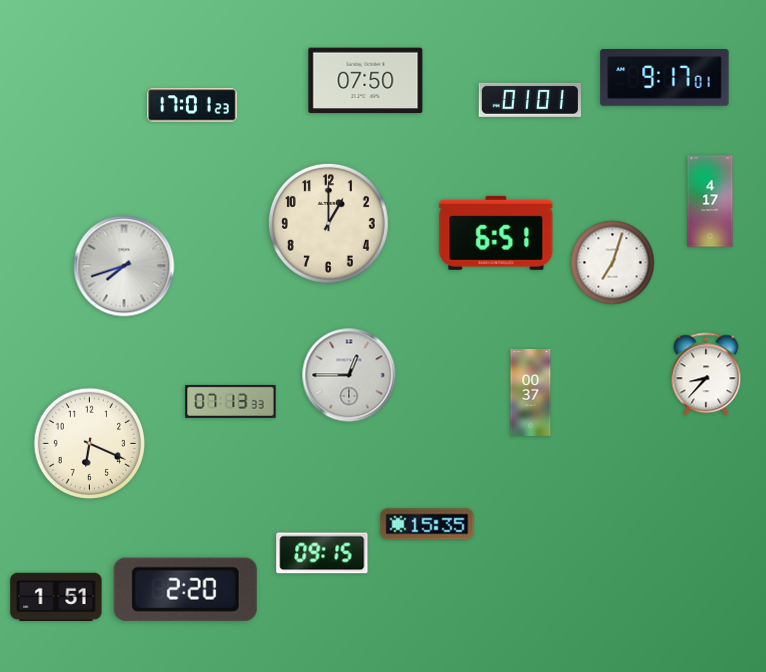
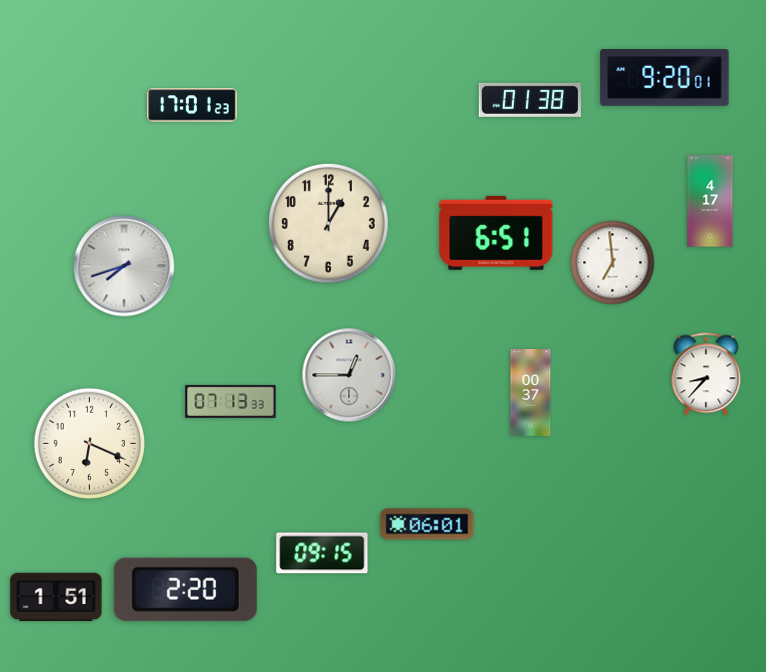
clock at (665, 78): 9:17 -> 9:20
clock at (366, 81): 07:50 -> none
clock at (529, 100): 01:01 -> 01:38
clock at (613, 263): 7:03 -> 6:59
clock at (427, 524): 15:35 -> 06:01
